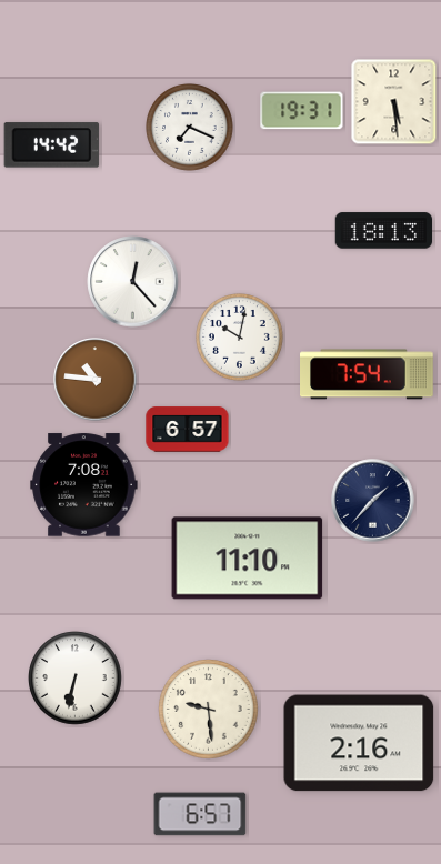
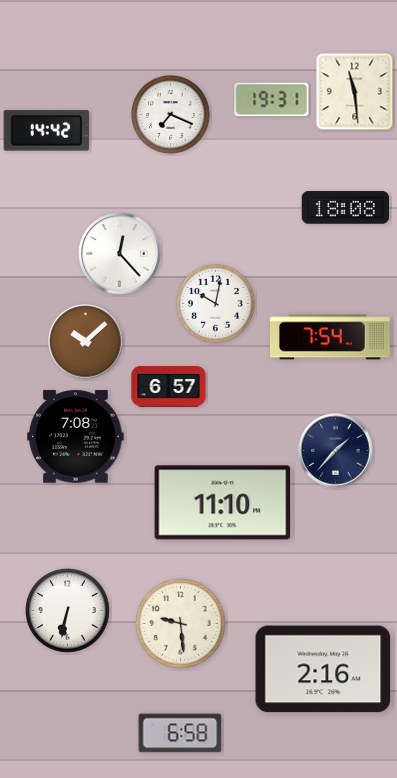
clock at (394, 102): 5:29 -> 11:29
clock at (384, 231): 18:13 -> 18:08
clock at (96, 380): 10:46 -> 10:08
clock at (209, 710) position: (209, 710) -> (181, 624)
clock at (200, 814): 6:57 -> 6:58
